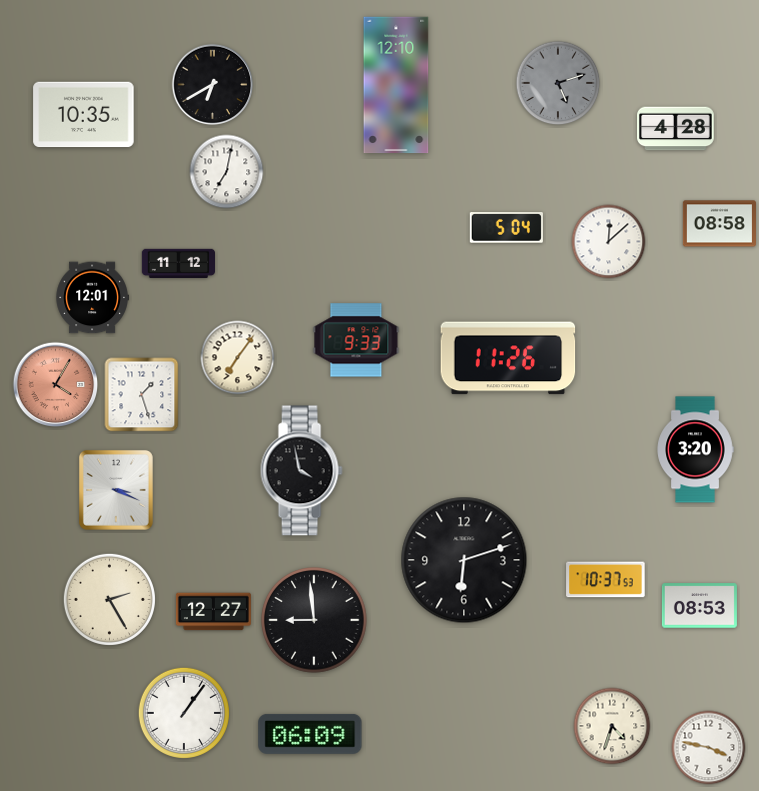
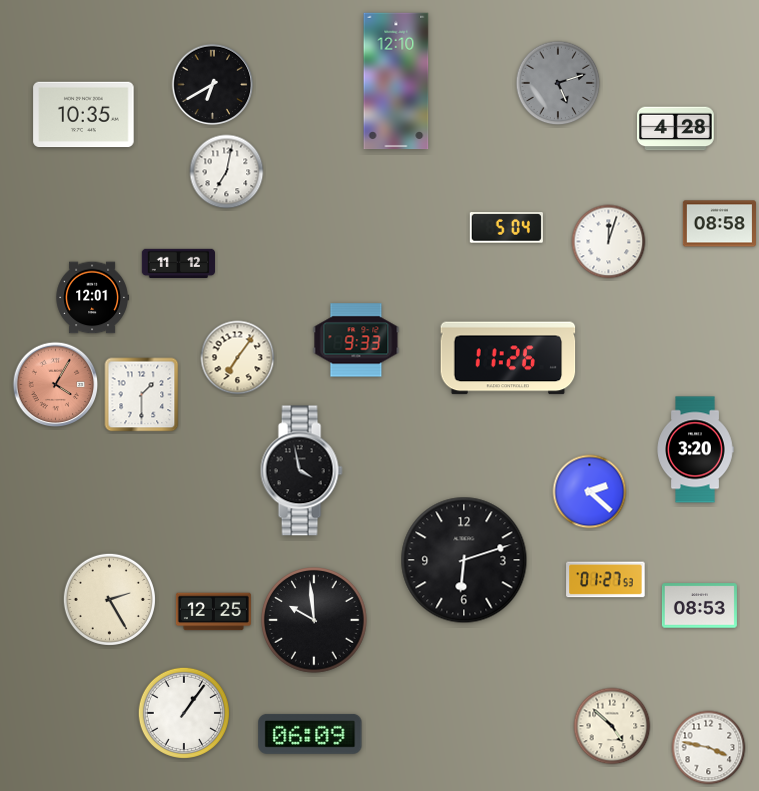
clock at (396, 85) position: (396, 85) -> (396, 81)
clock at (609, 242): 12:08 -> 12:03
clock at (142, 395): 1:27 -> 1:30
clock at (116, 490): 3:19 -> none
clock at (590, 492): none -> 2:22
clock at (606, 580): 10:37 -> 01:27
clock at (213, 612): 12:27 -> 12:25
clock at (314, 620): 8:59 -> 9:59
clock at (612, 726): 4:33 -> 4:52
